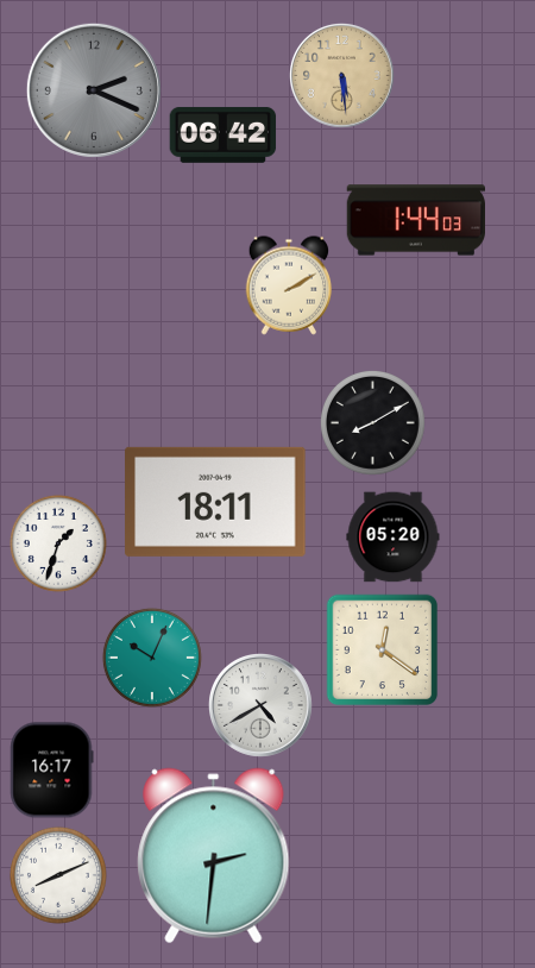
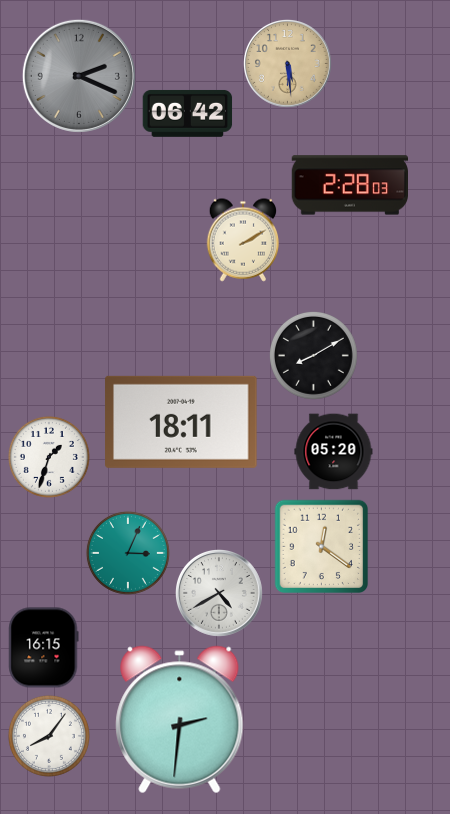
clock at (416, 220): 1:44 -> 2:28
clock at (394, 538) position: (394, 538) -> (334, 452)
clock at (152, 658): 10:04 -> 3:04
clock at (52, 771): 16:17 -> 16:15
clock at (58, 875): 8:11 -> 8:06
